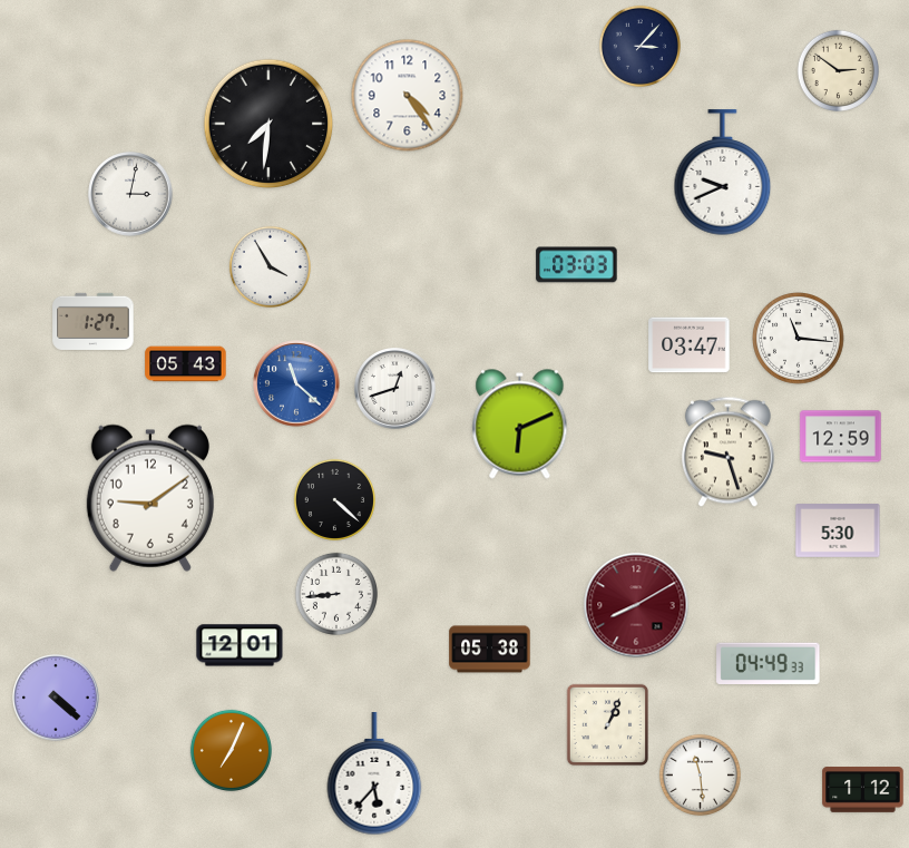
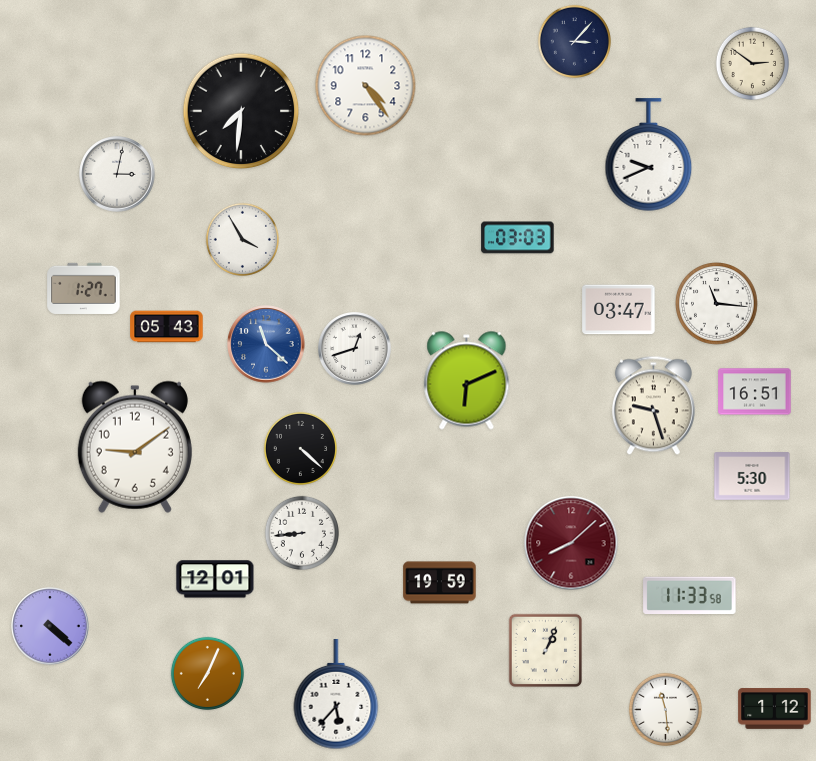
clock at (841, 437): 12:59 -> 16:51
clock at (636, 605): 8:10 -> 8:08
clock at (490, 650): 05:38 -> 19:59
clock at (769, 664): 04:49 -> 11:33
clock at (700, 774) position: (700, 774) -> (665, 709)
